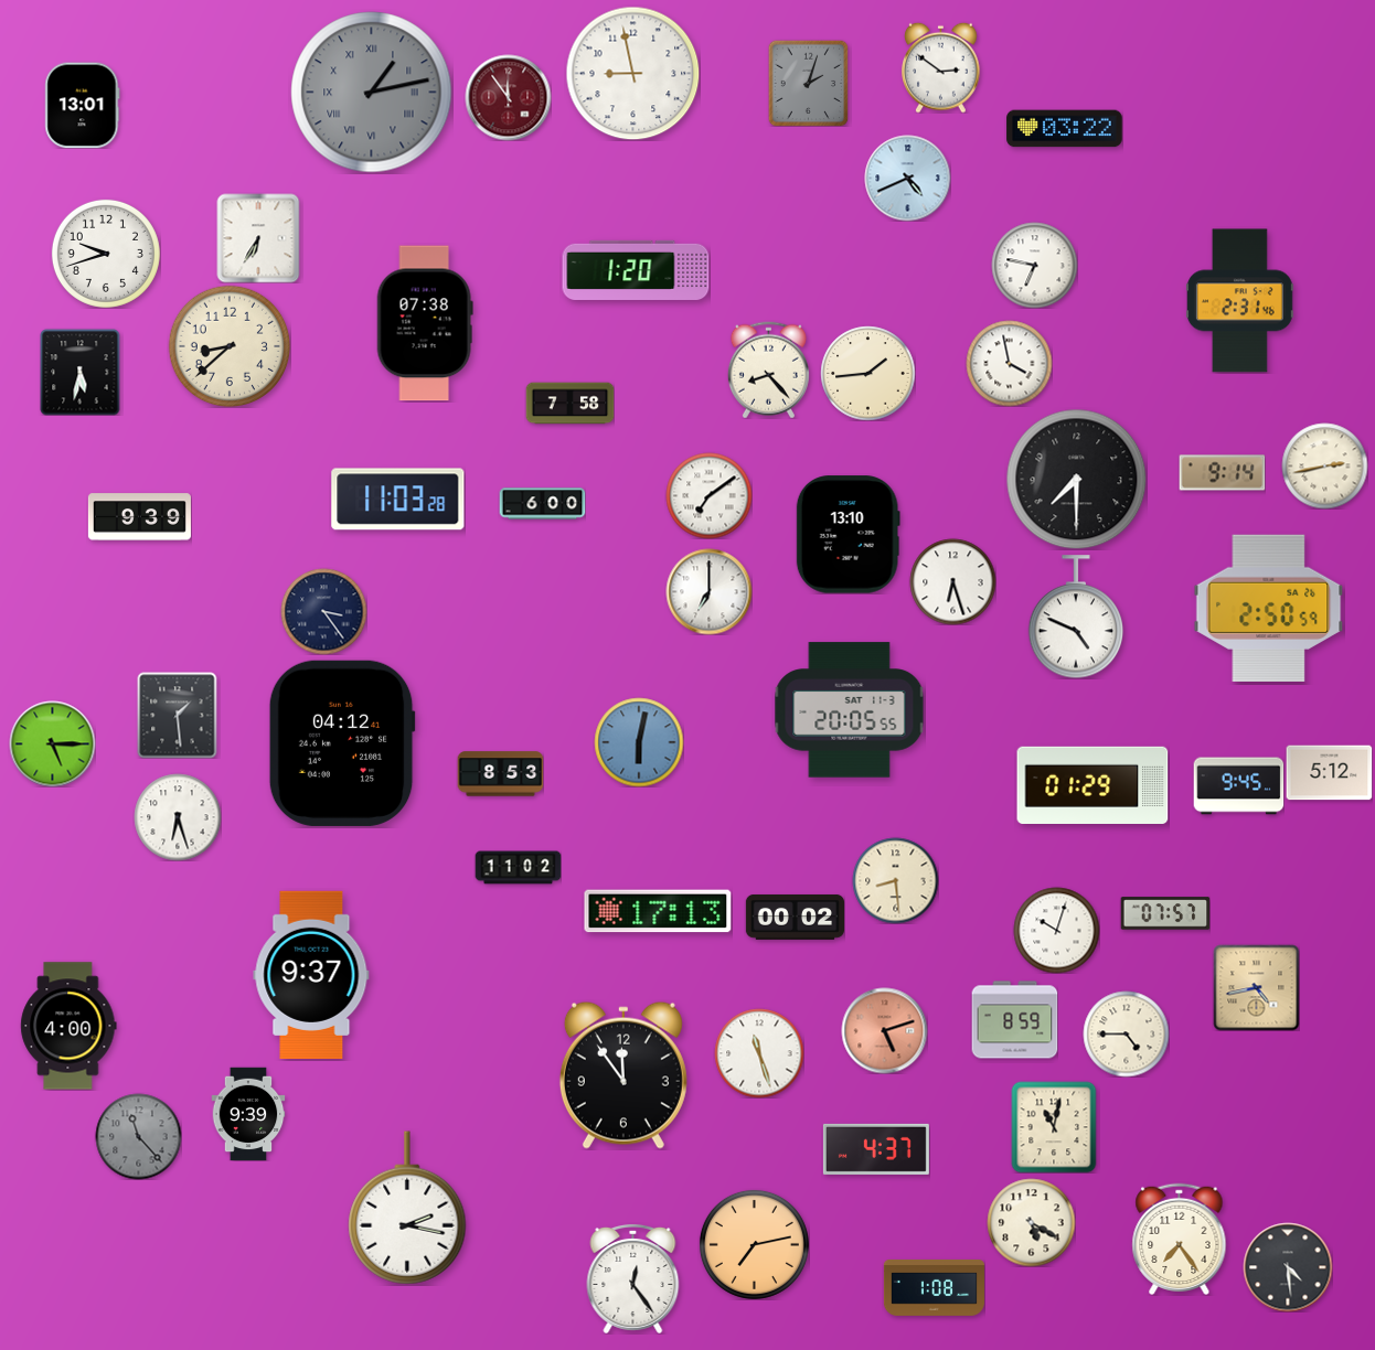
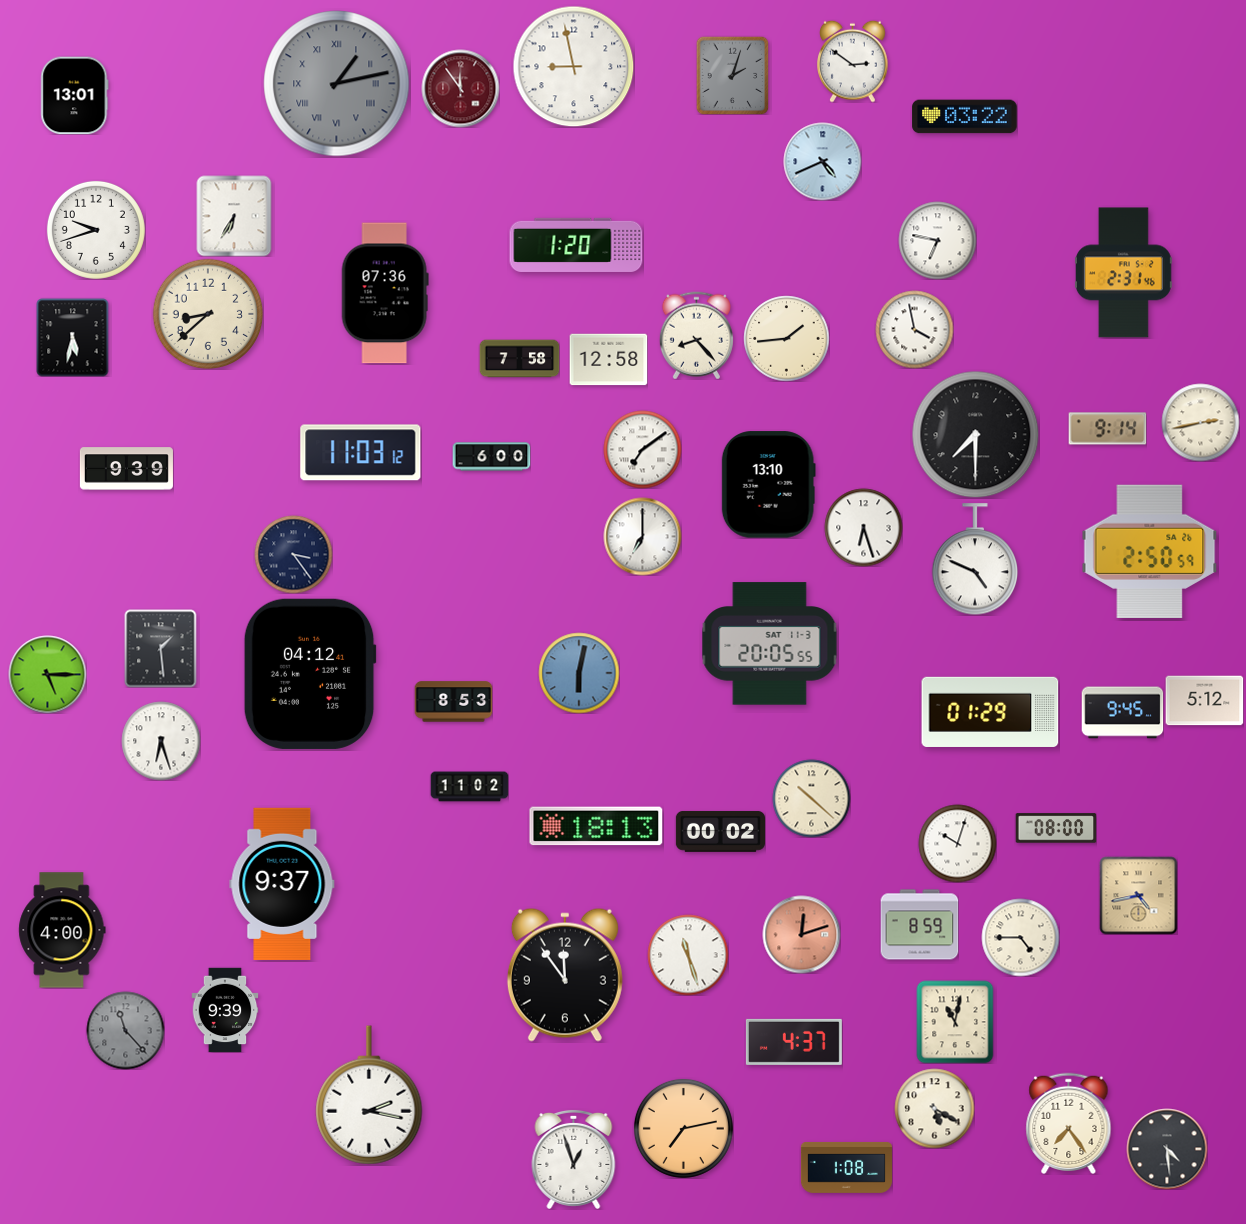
clock at (425, 323): 07:38 -> 07:36
clock at (608, 360): none -> 12:58
clock at (569, 404) position: (569, 404) -> (519, 359)
clock at (398, 500): 11:03:28 -> 11:03:12
clock at (895, 880): 8:29 -> 10:22
clock at (658, 911): 17:13 -> 18:13
clock at (1165, 913): 07:57 -> 08:00
clock at (884, 1030): 5:12 -> 12:12
clock at (633, 1278): 12:24 -> 12:57
